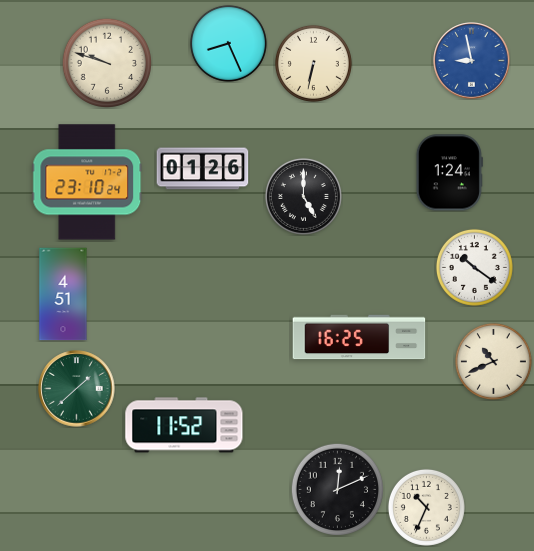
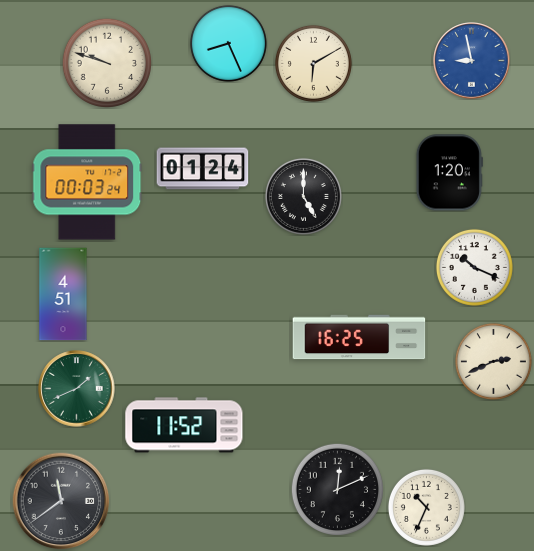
clock at (313, 63): 6:32 -> 6:10
clock at (203, 169): 01:26 -> 01:24
clock at (449, 173): 1:24 -> 1:20
clock at (87, 182): 23:10 -> 00:03
clock at (474, 267): 10:21 -> 10:19
clock at (493, 361): 10:41 -> 2:41
clock at (77, 389): 1:38 -> 1:41
clock at (61, 501): none -> 11:39
